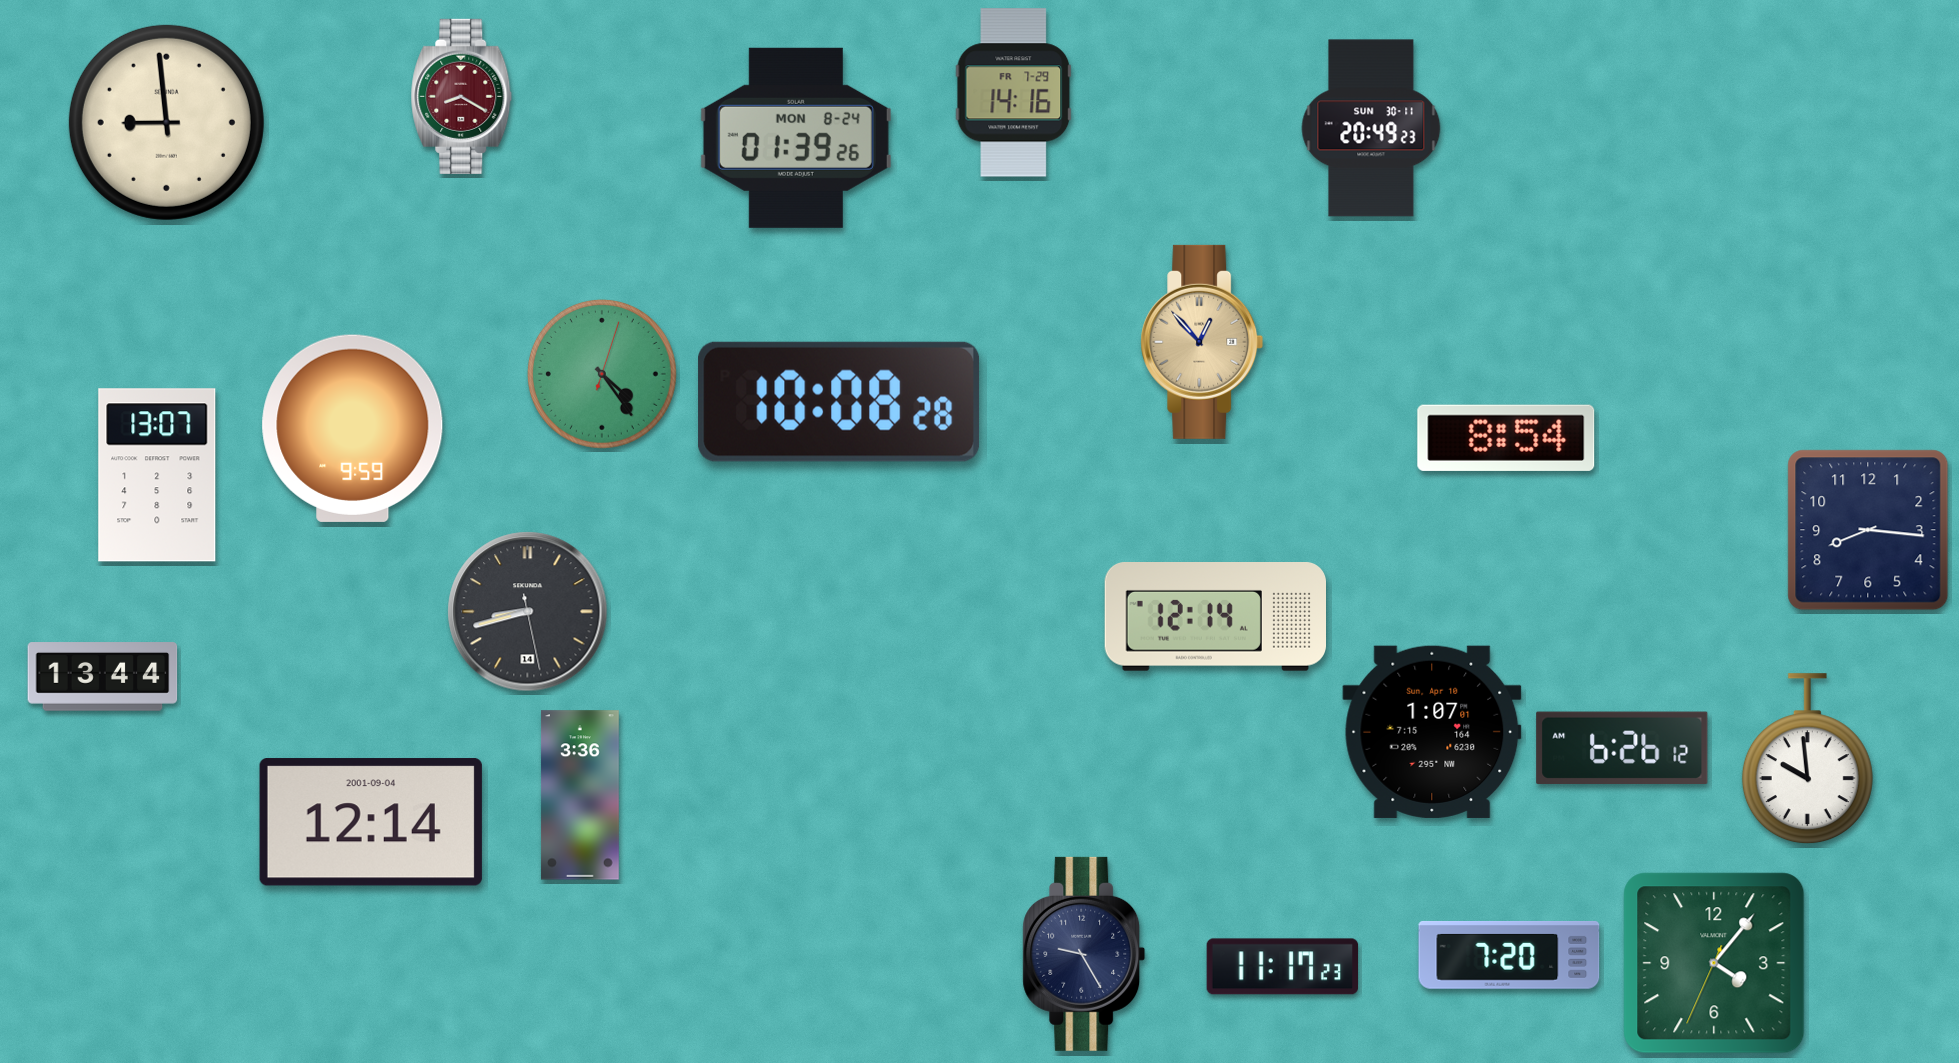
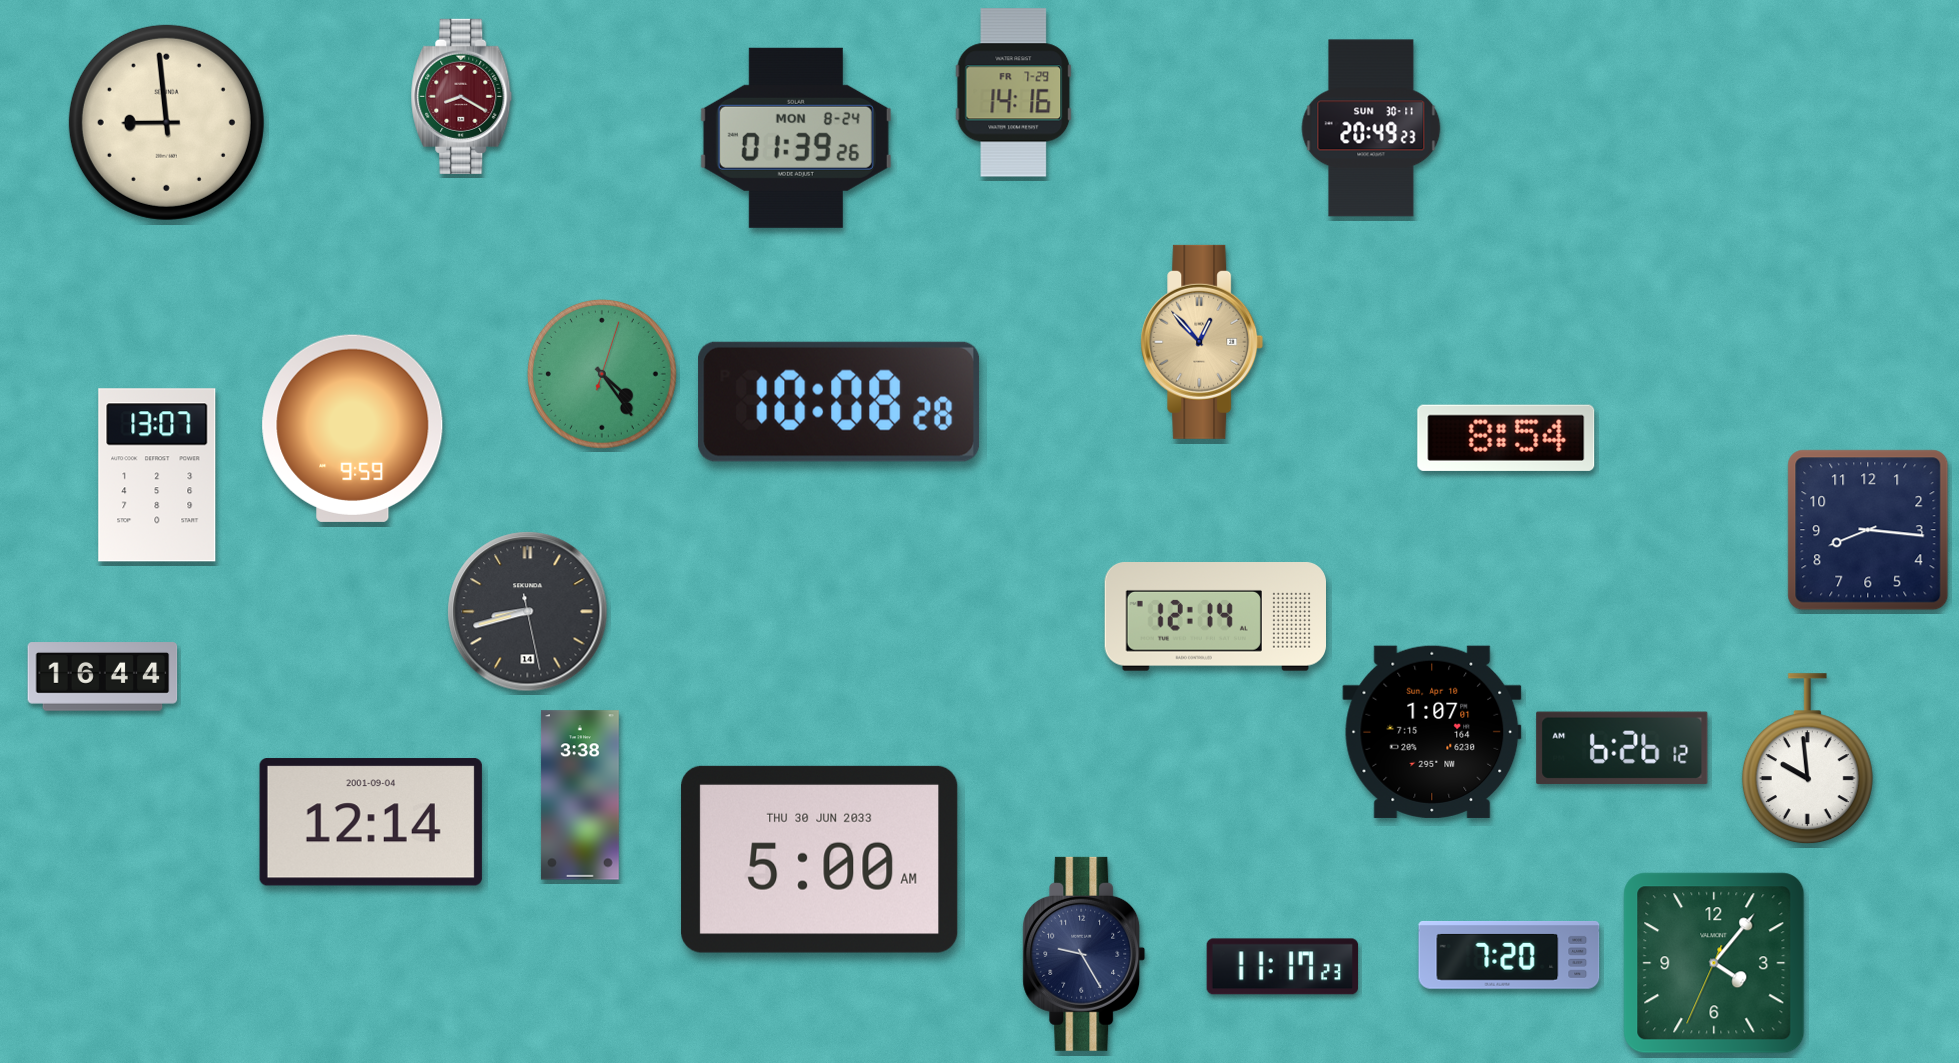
clock at (103, 677): 13:44 -> 16:44
clock at (580, 795): 3:36 -> 3:38
clock at (820, 859): none -> 5:00
